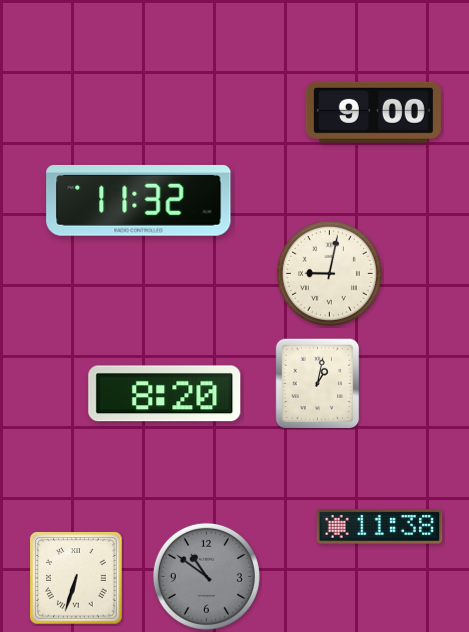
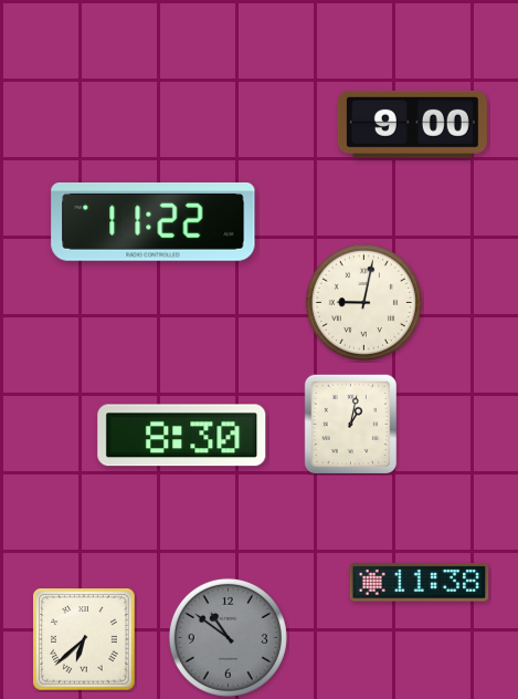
clock at (139, 200): 11:32 -> 11:22
clock at (165, 394): 8:20 -> 8:30
clock at (76, 578): 6:33 -> 6:38
